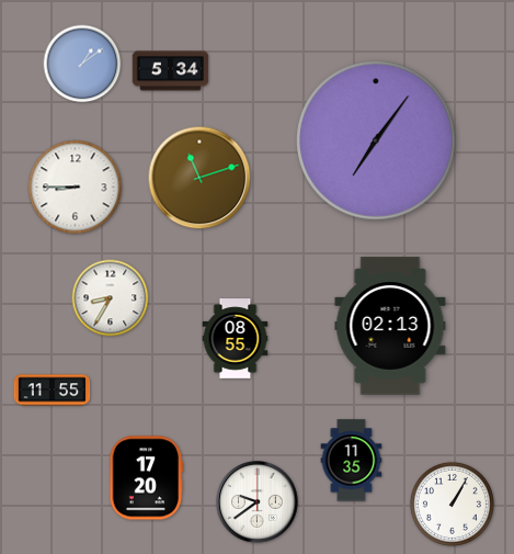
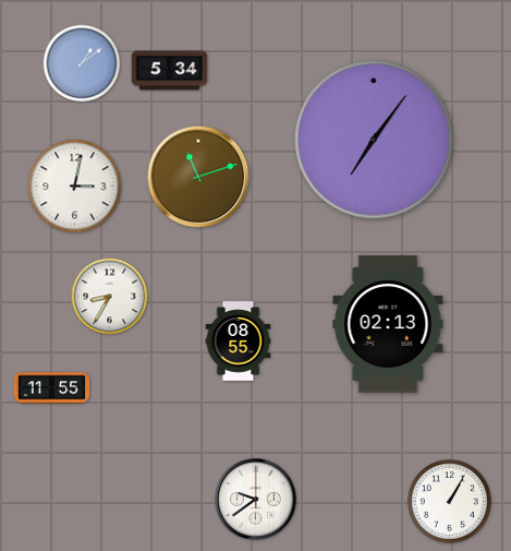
clock at (76, 188): 8:45 -> 3:02
clock at (236, 339) position: (236, 339) -> (239, 342)
clock at (352, 461): 11:35 -> none
clock at (147, 478): 17:20 -> none
